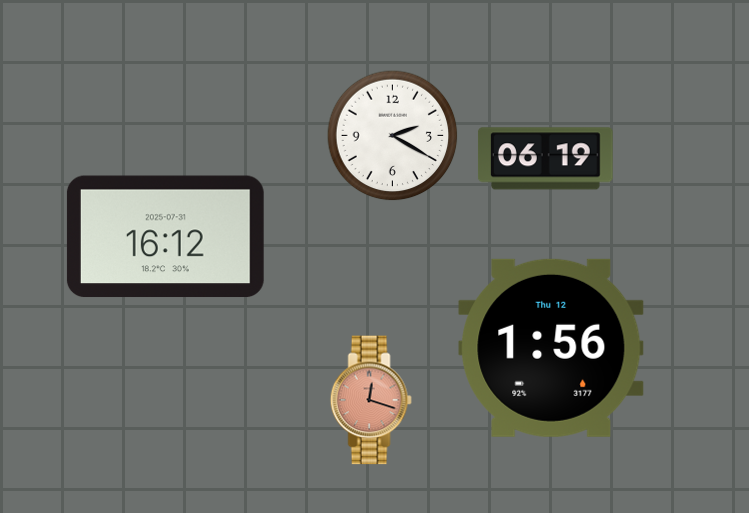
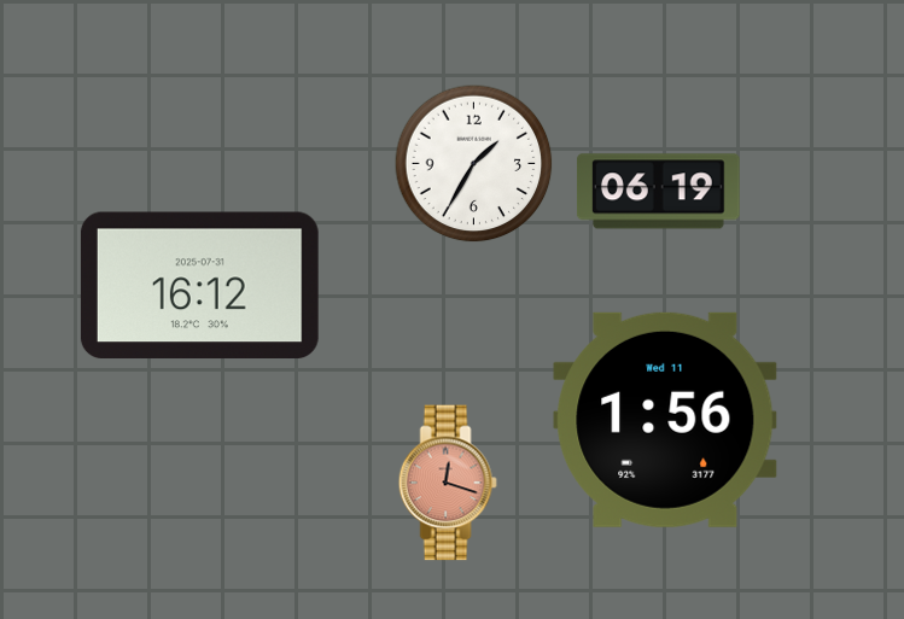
clock at (393, 136): 2:20 -> 1:35
clock at (551, 348) date: Thu 12 -> Wed 11
